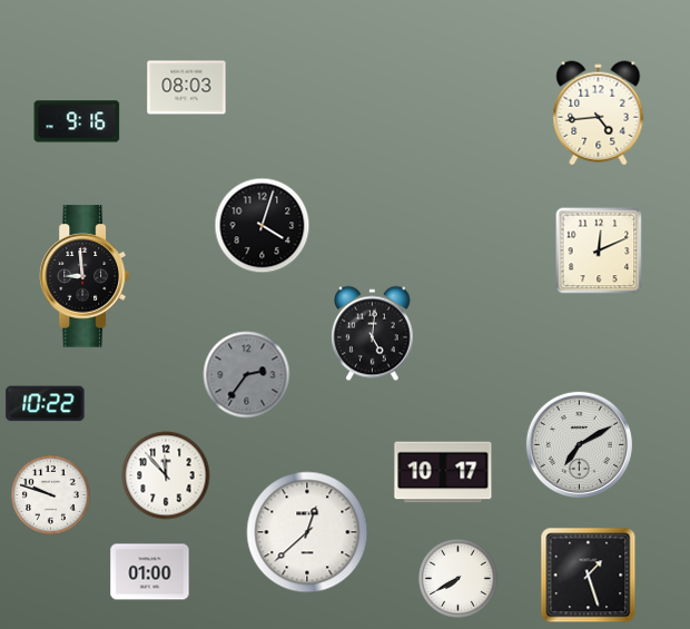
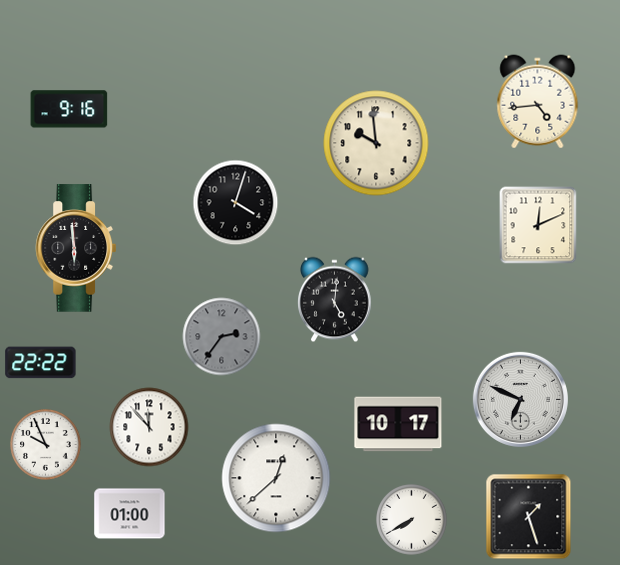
clock at (187, 88): 08:03 -> none
clock at (376, 143): none -> 9:59
clock at (83, 276): 8:59 -> 5:59
clock at (46, 404): 10:22 -> 22:22
clock at (579, 444): 7:10 -> 6:49
clock at (51, 495): 9:48 -> 9:56
clock at (150, 572) position: (150, 572) -> (130, 514)
